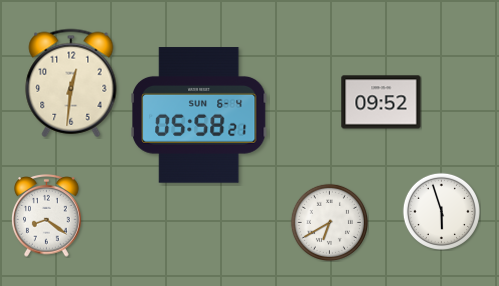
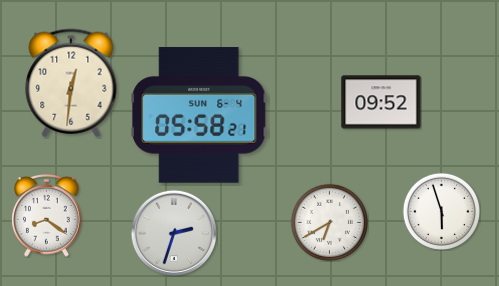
clock at (173, 232): none -> 2:33
